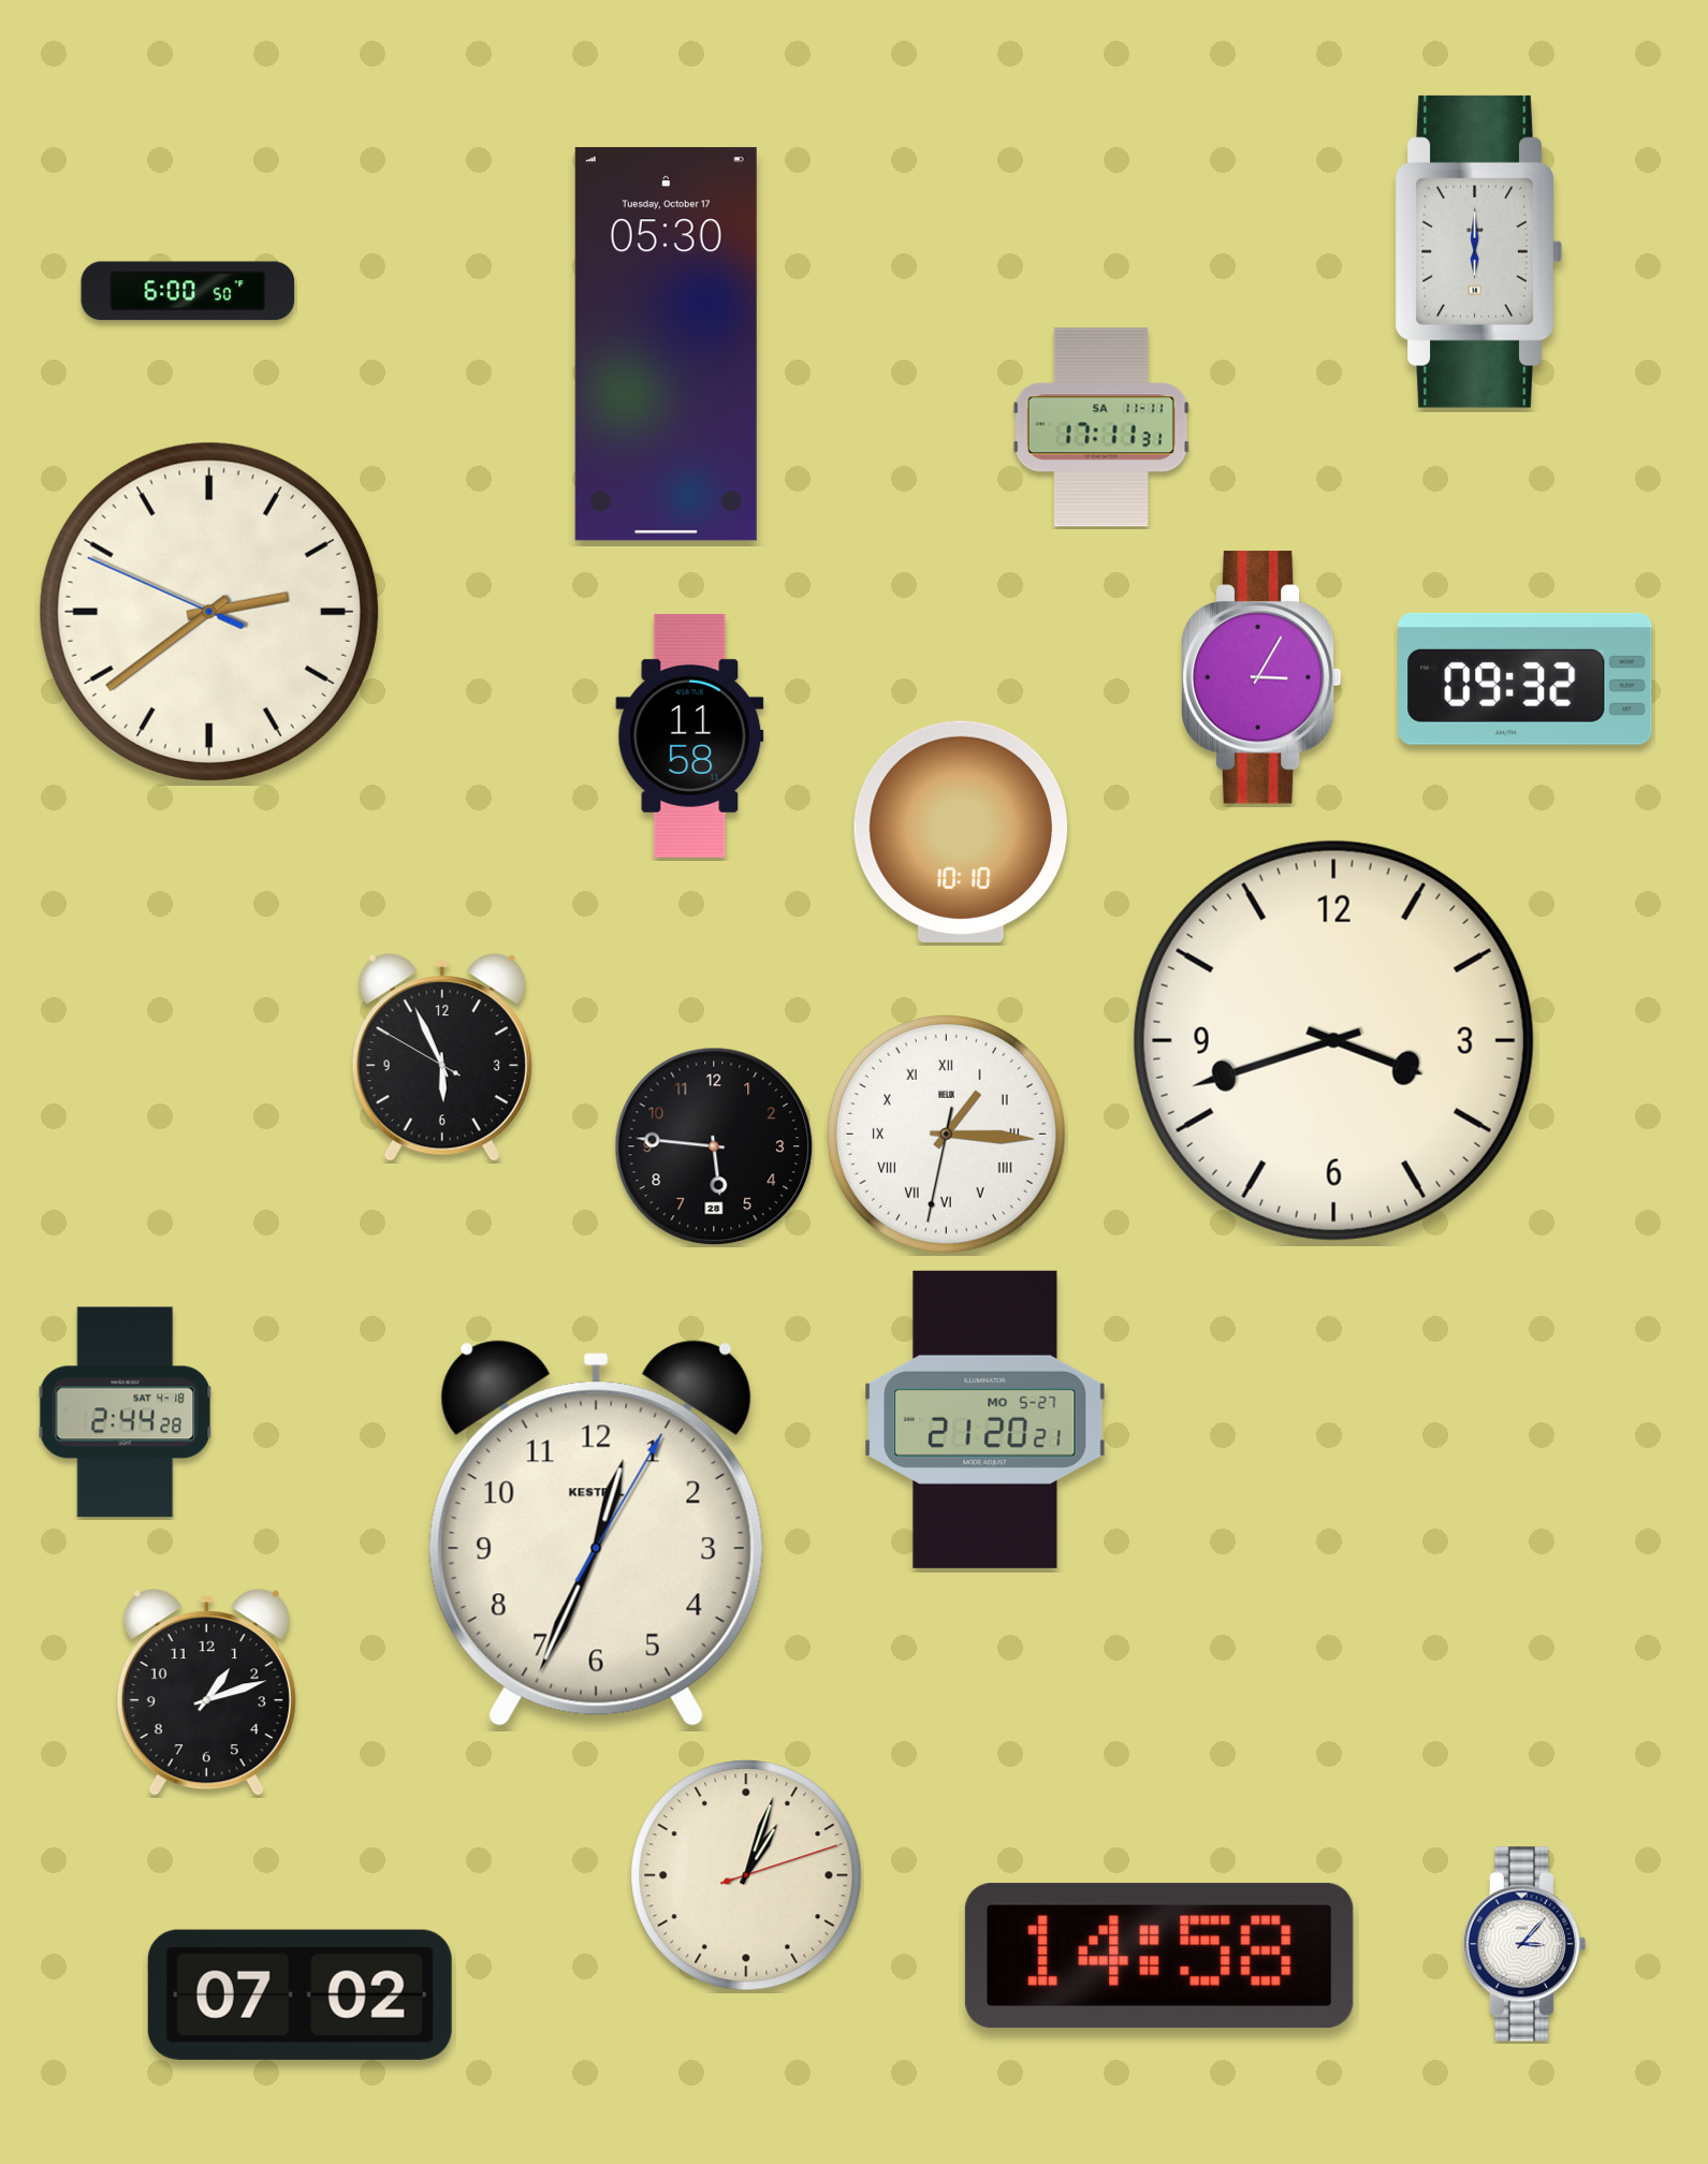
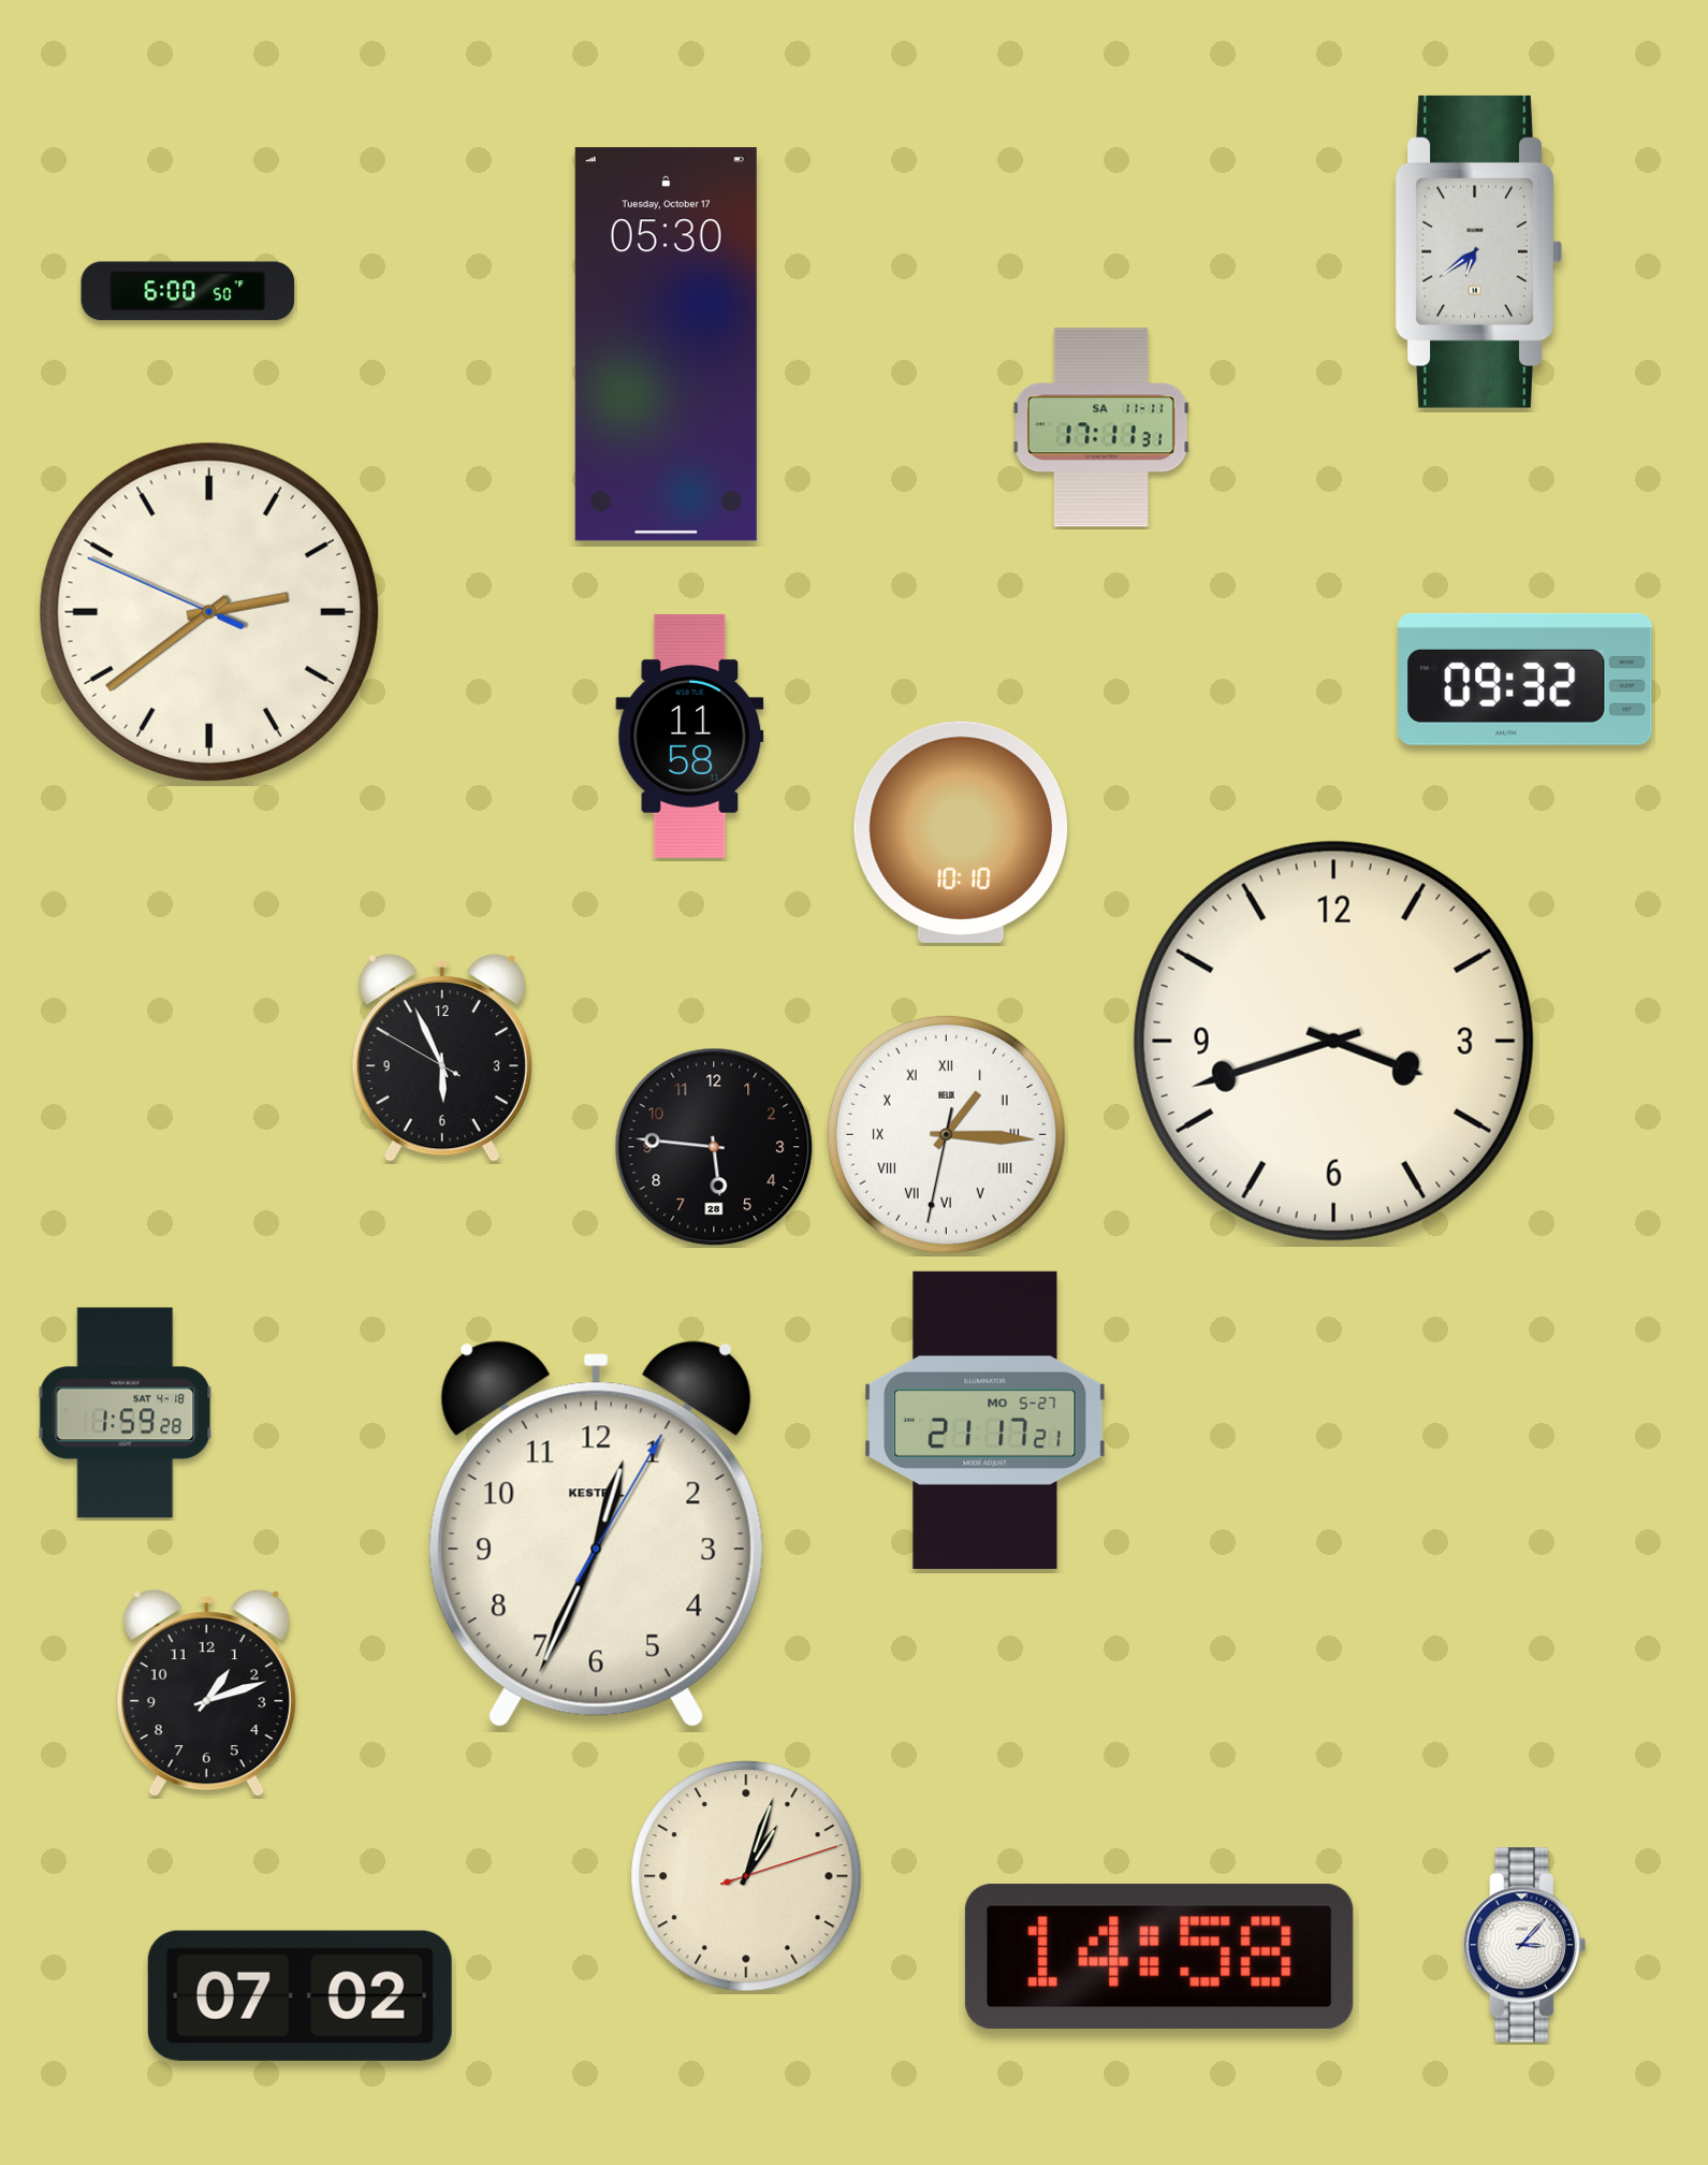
clock at (1478, 251): 6:00 -> 6:39
clock at (1261, 677): 3:05 -> none
clock at (126, 1413): 2:44 -> 1:59
clock at (986, 1419): 21:20 -> 21:17
